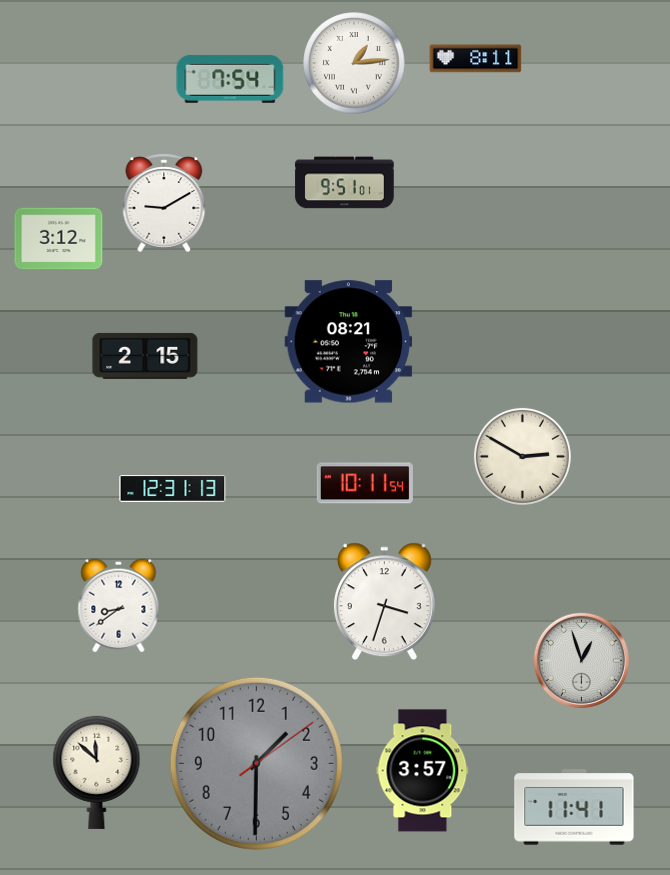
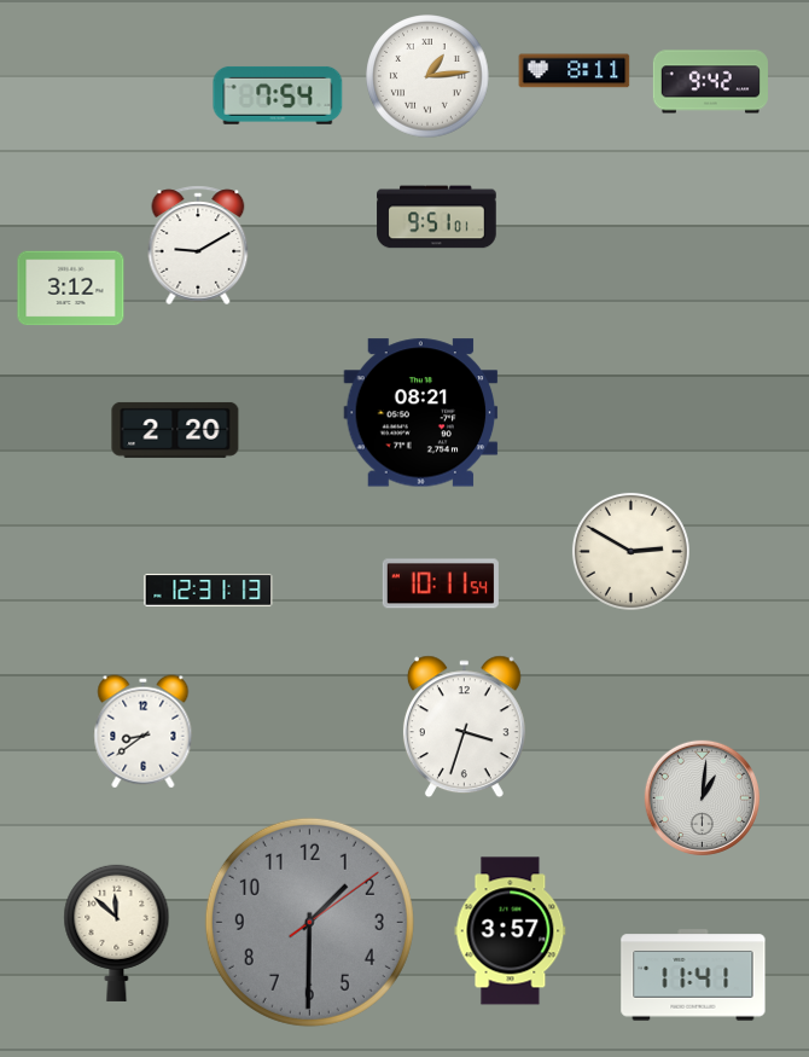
clock at (710, 82): none -> 9:42
clock at (345, 183) position: (345, 183) -> (437, 217)
clock at (145, 356): 2:15 -> 2:20
clock at (581, 660): 12:57 -> 1:01
